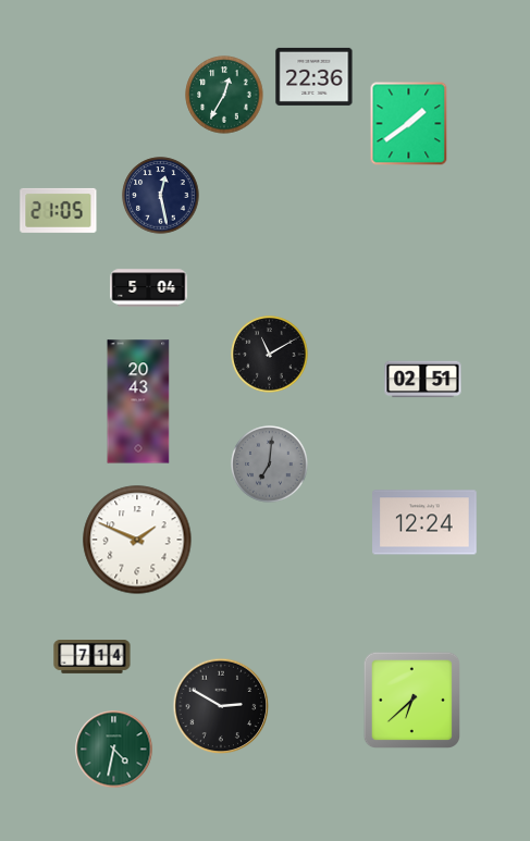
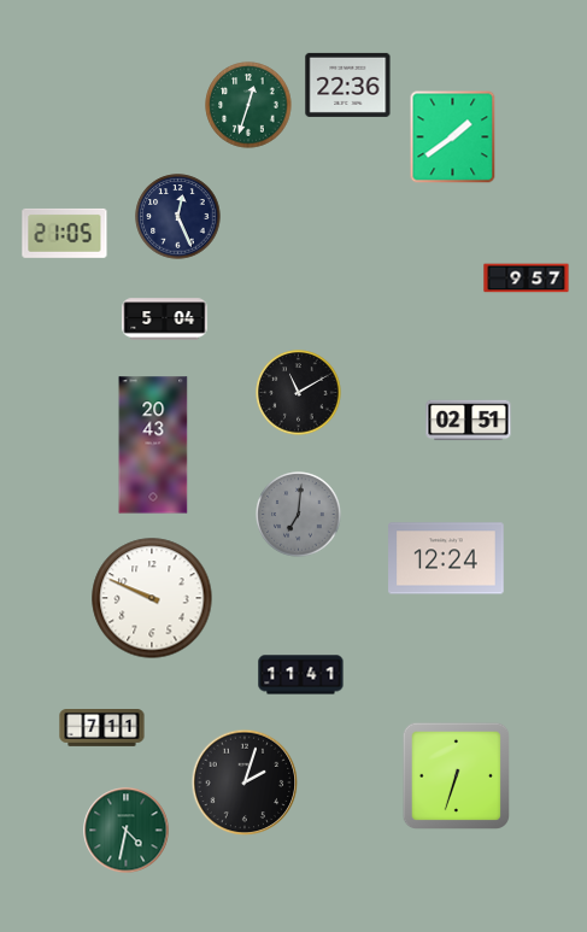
clock at (224, 95): 12:35 -> 12:33
clock at (161, 196): 12:28 -> 12:26
clock at (527, 279): none -> 9:57
clock at (424, 522) position: (424, 522) -> (446, 558)
clock at (137, 540): 1:49 -> 9:49
clock at (301, 675): none -> 11:41
clock at (93, 657): 7:14 -> 7:11
clock at (411, 700): 6:38 -> 6:33
clock at (221, 706): 2:50 -> 2:03
